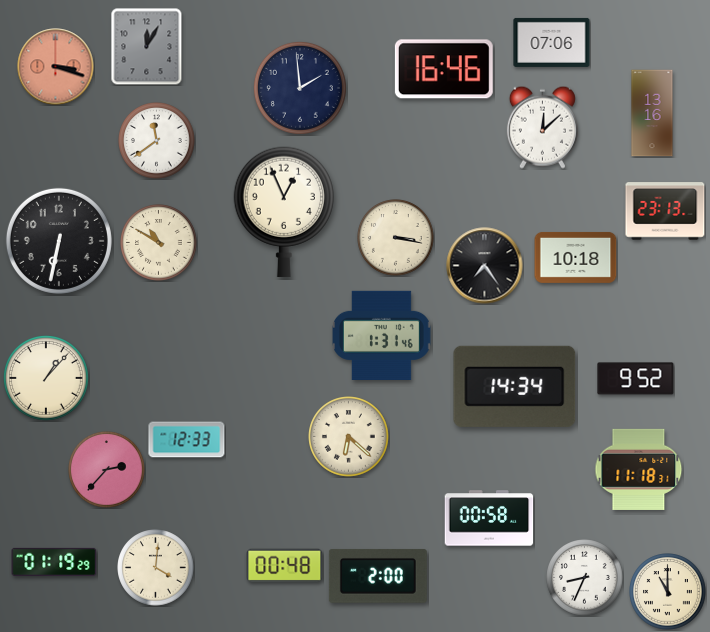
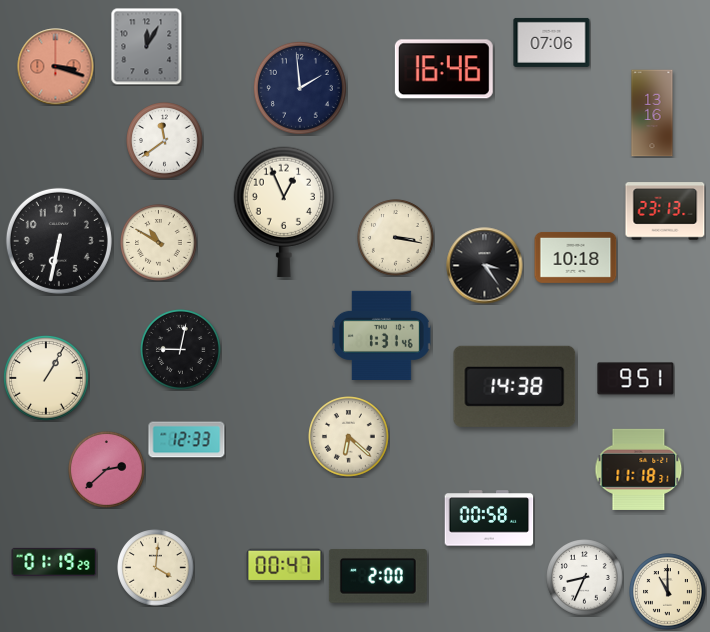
clock at (542, 127): 12:08 -> none
clock at (157, 141) position: (157, 141) -> (165, 141)
clock at (485, 266): 7:24 -> 3:24
clock at (181, 350): none -> 9:02
clock at (47, 379): 1:07 -> 1:05
clock at (636, 379): 9:52 -> 9:51
clock at (515, 386): 14:34 -> 14:38
clock at (107, 470): 2:37 -> 2:38
clock at (285, 566): 00:48 -> 00:47
